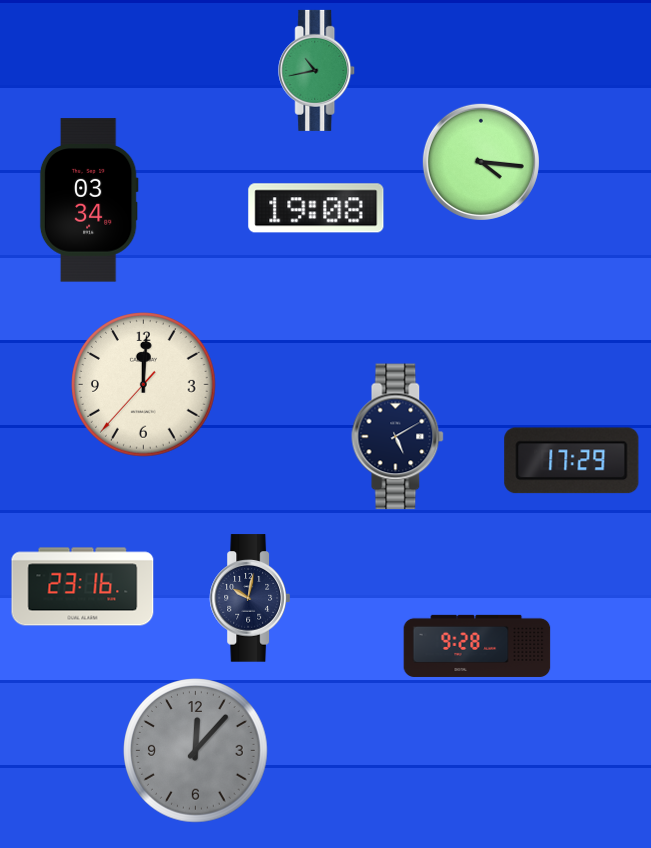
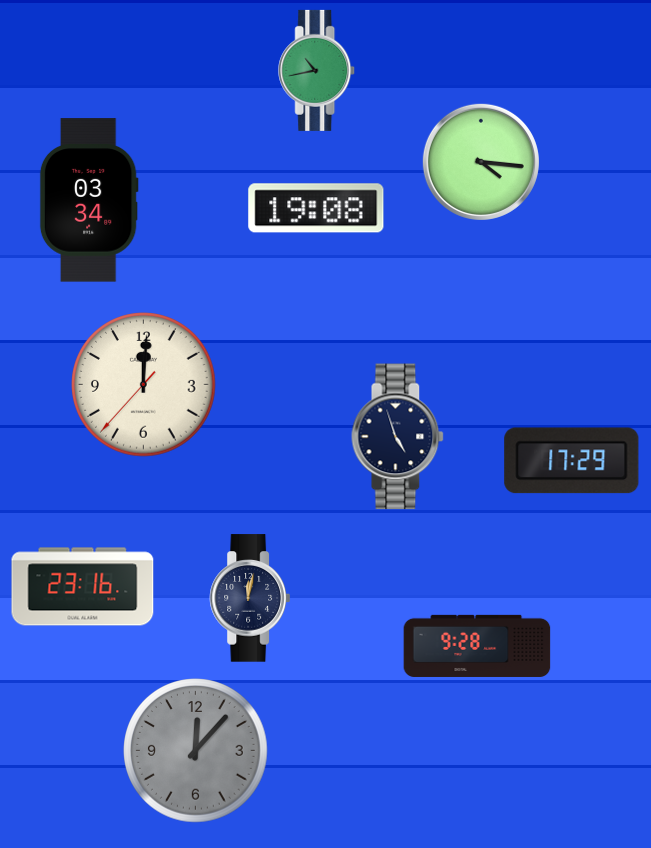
clock at (398, 437): 5:10 -> 4:57
clock at (249, 598): 10:02 -> 12:02
